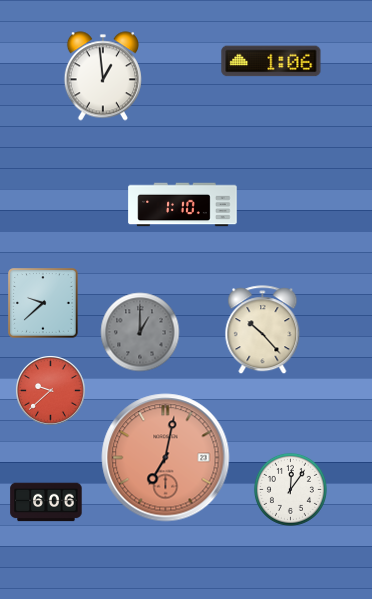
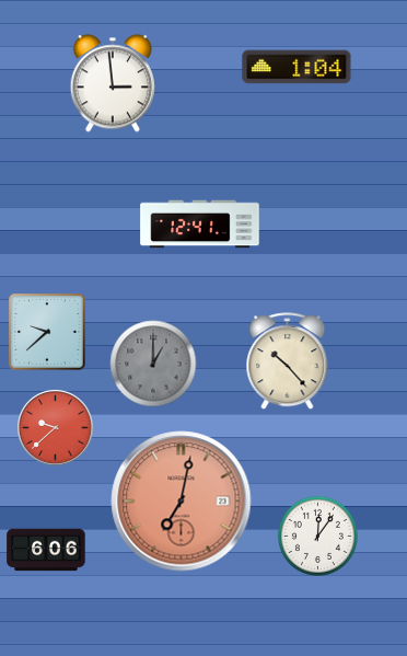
clock at (271, 61): 1:06 -> 1:04
clock at (103, 76): 12:59 -> 2:59
clock at (183, 205): 1:10 -> 12:41
clock at (46, 502) position: (46, 502) -> (46, 550)
